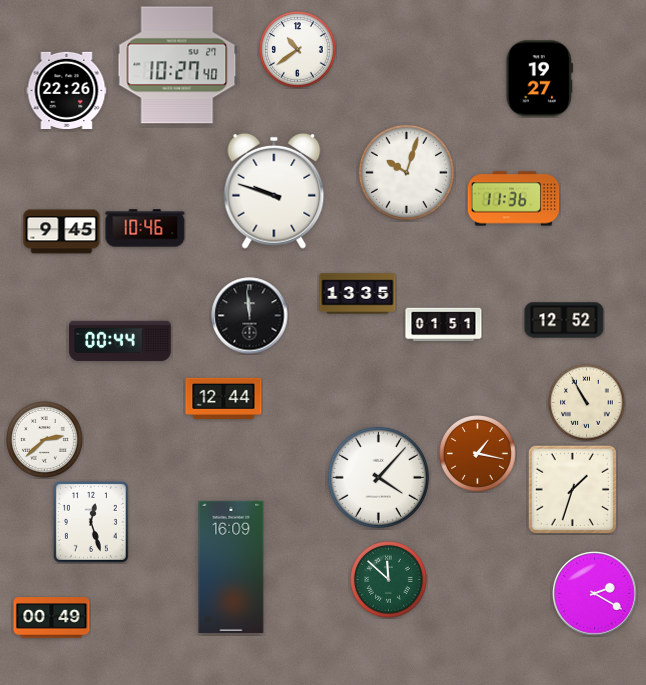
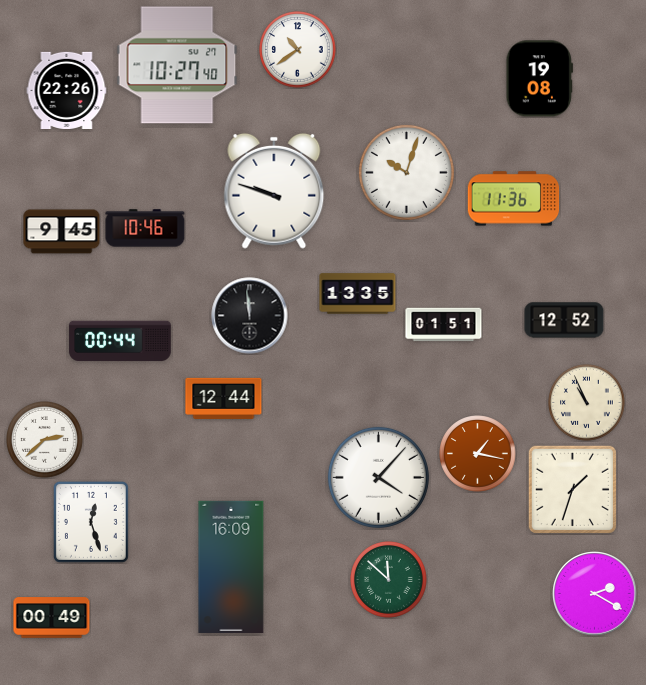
clock at (539, 79): 19:27 -> 19:08
clock at (587, 403): 10:55 -> 10:56
